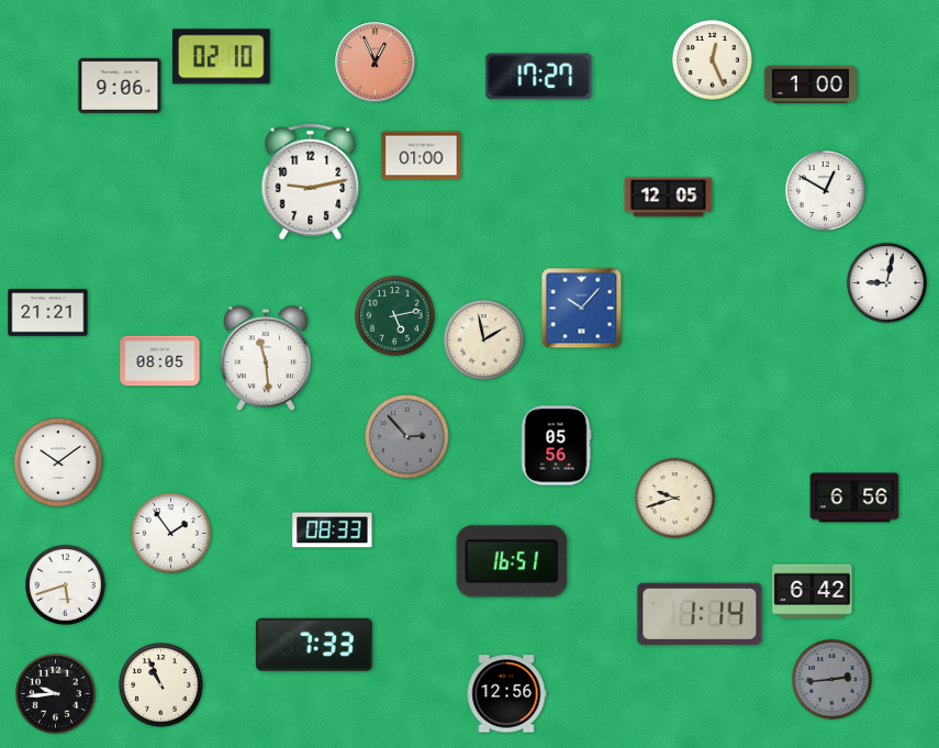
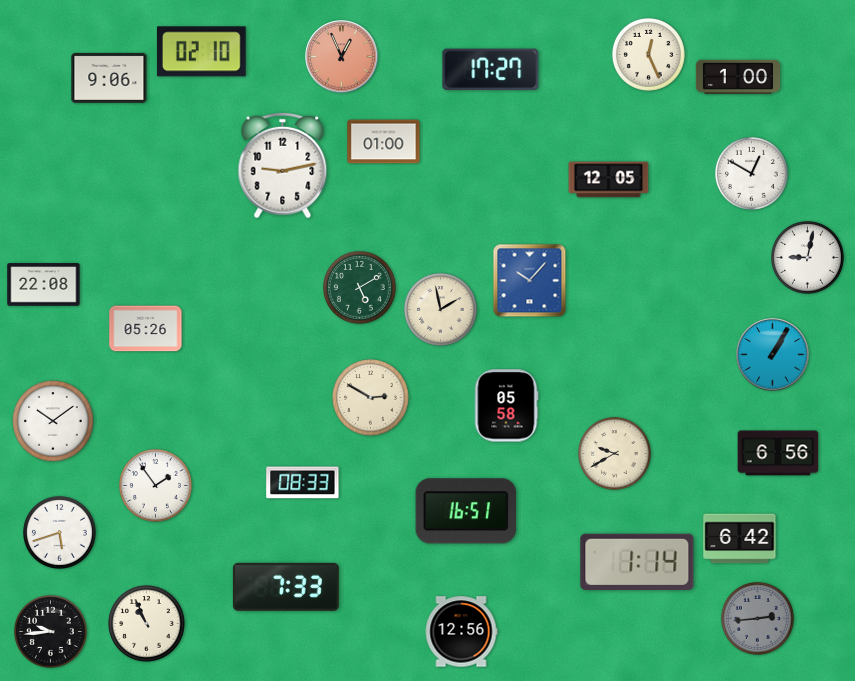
clock at (48, 313): 21:21 -> 22:08
clock at (394, 315): 5:13 -> 5:10
clock at (266, 358): 11:29 -> none
clock at (160, 361): 08:05 -> 05:26
clock at (773, 355): none -> 1:05
clock at (407, 437): 2:53 -> 2:50
clock at (407, 437) dial: grey -> cream
clock at (556, 446): 05:56 -> 05:58
clock at (674, 498): 9:42 -> 9:40
clock at (700, 614) position: (700, 614) -> (637, 562)
